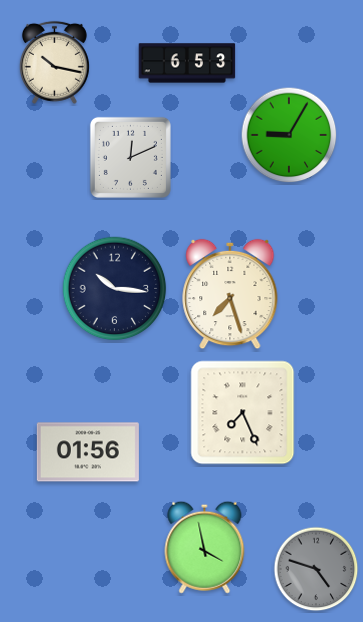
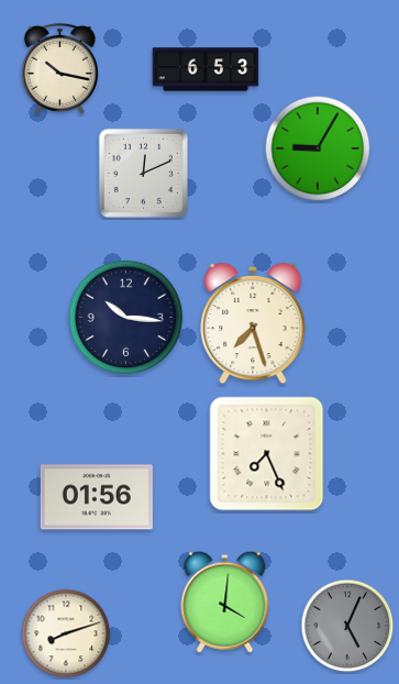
clock at (205, 547): 3:58 -> 4:01
clock at (316, 569): 4:48 -> 5:04
clock at (66, 633): none -> 8:12
